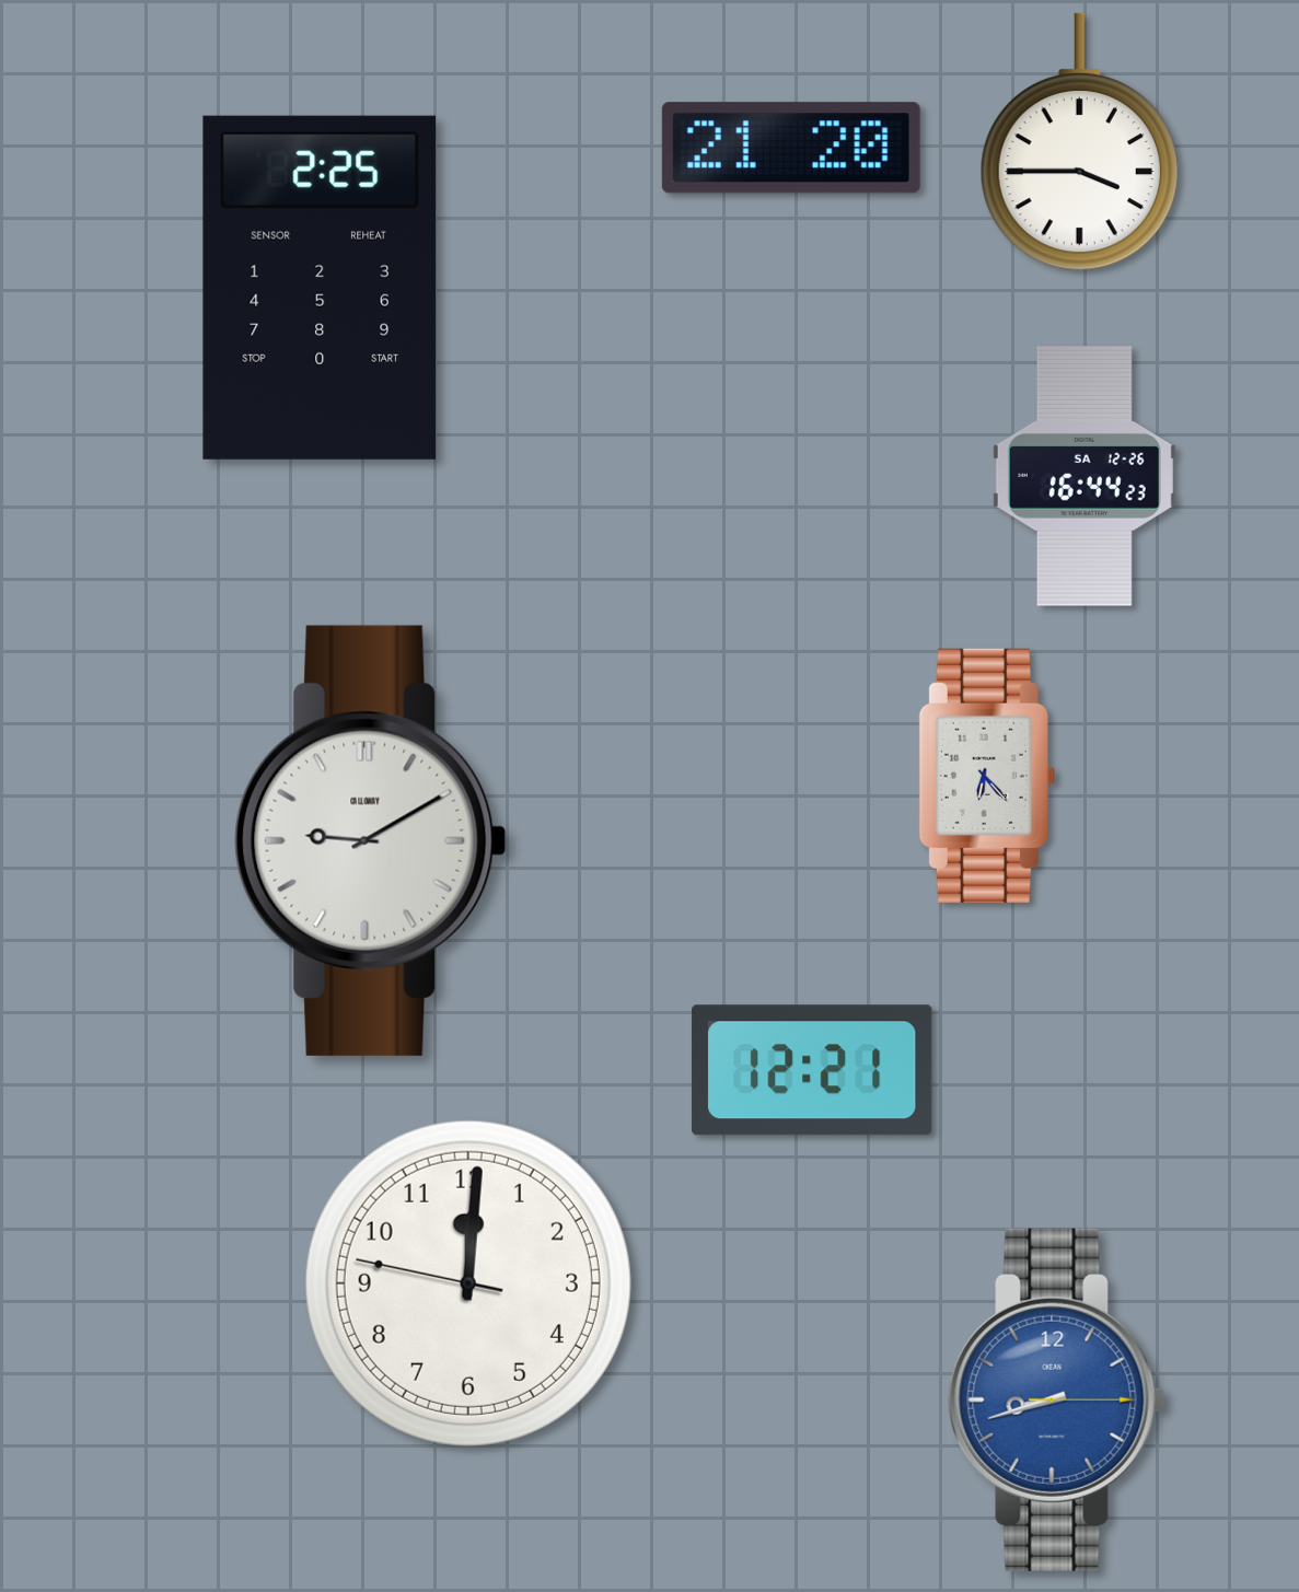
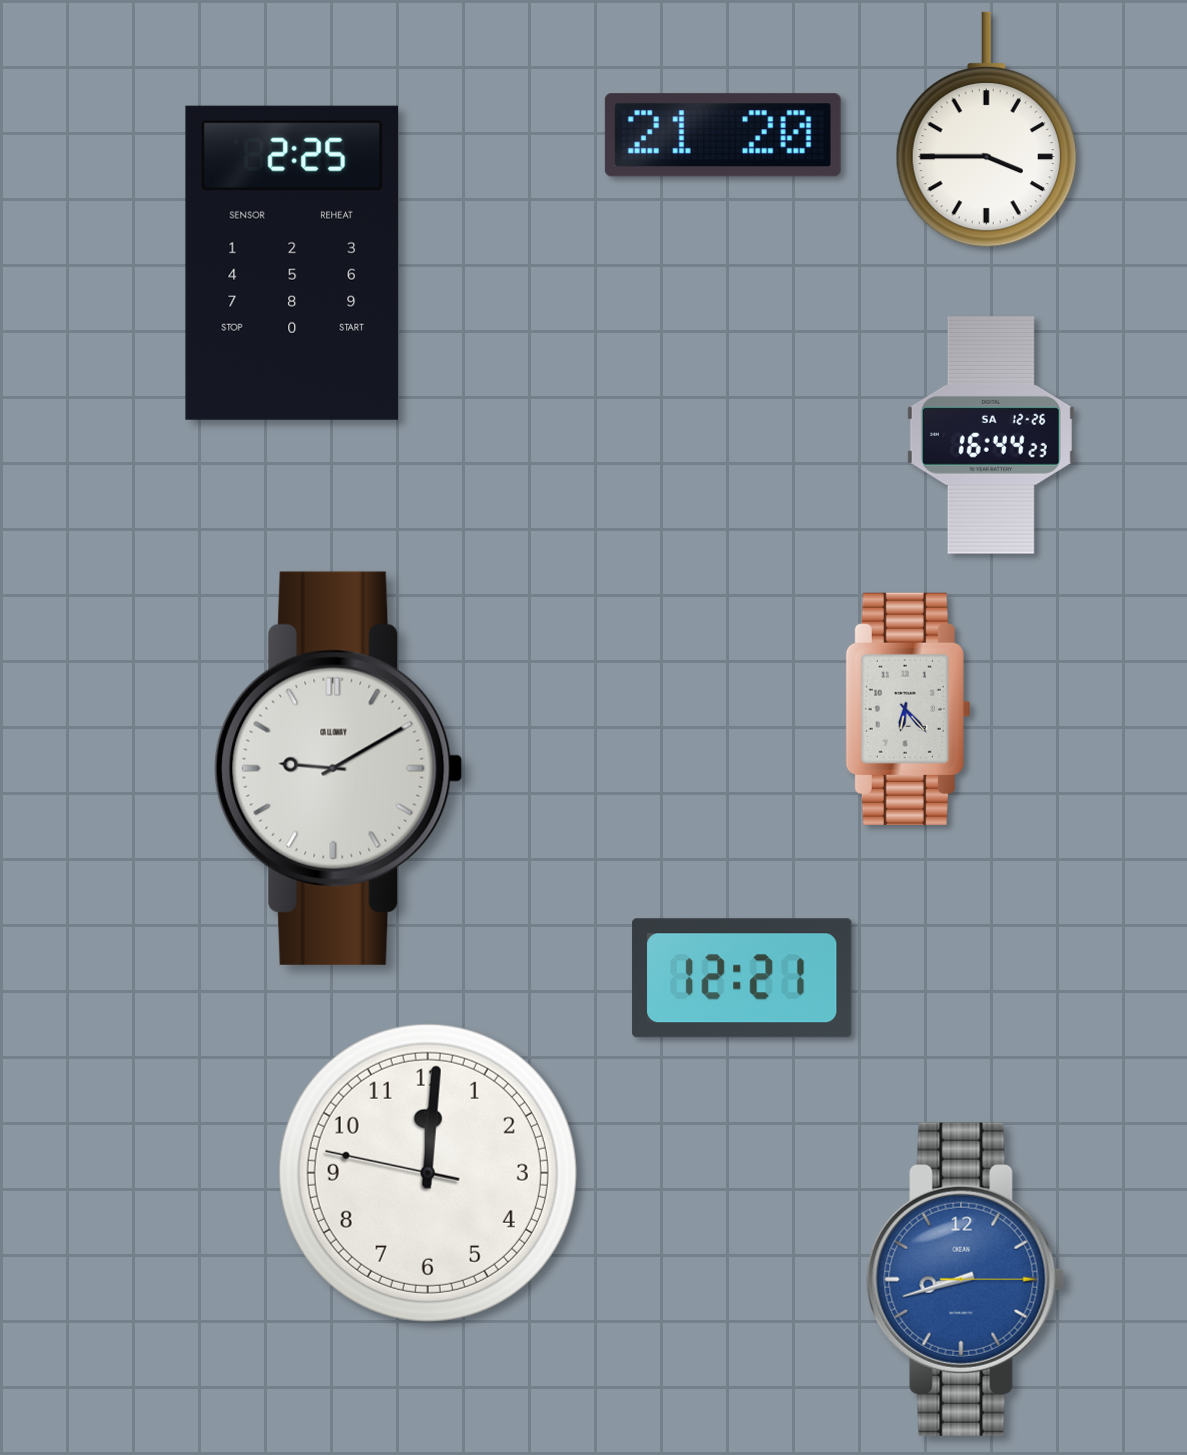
clock at (987, 776) position: (987, 776) -> (908, 709)
